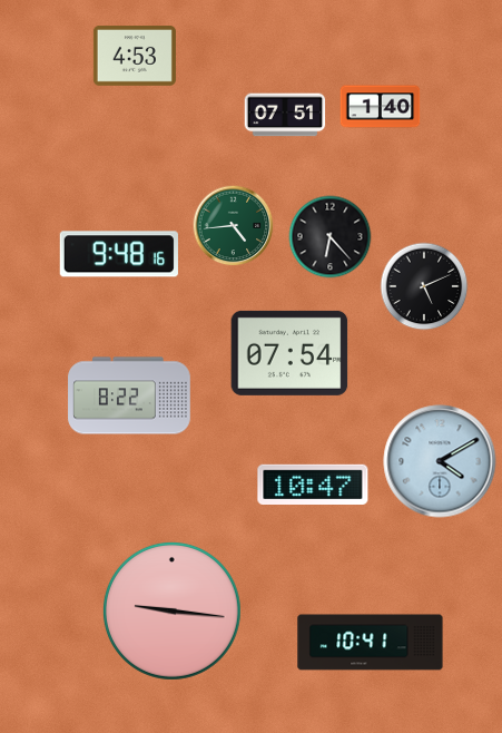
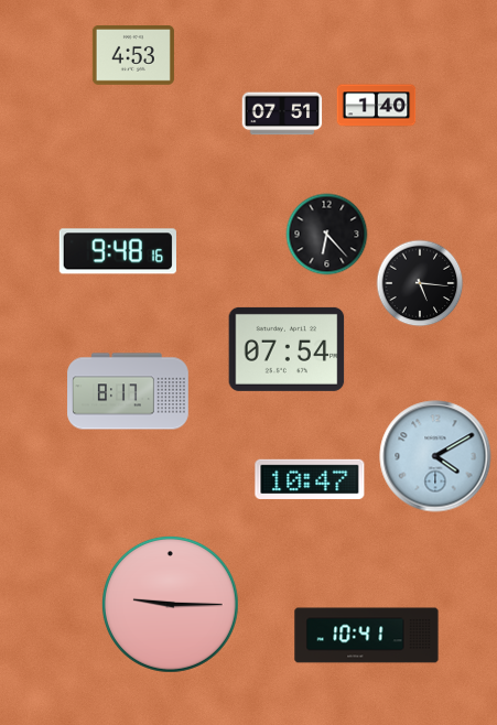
clock at (234, 226): 4:44 -> none
clock at (424, 286): 5:11 -> 5:16
clock at (129, 395): 8:22 -> 8:17
clock at (171, 610): 9:16 -> 9:15
